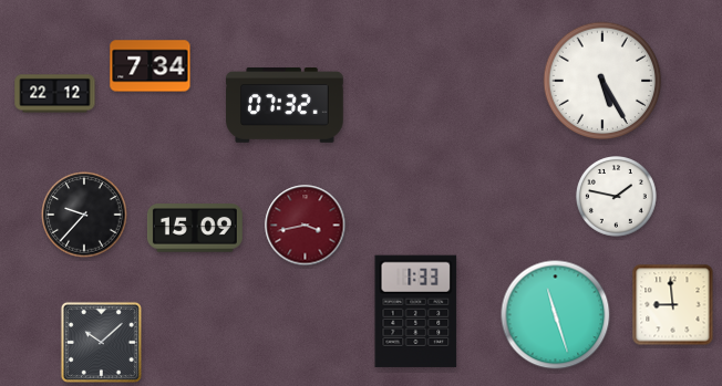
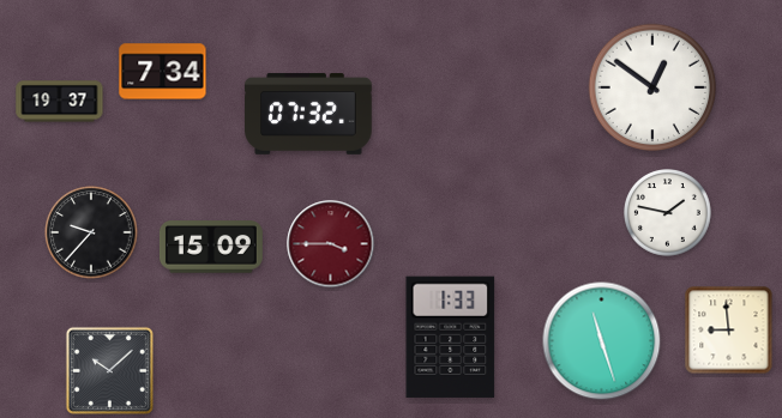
clock at (602, 81): 5:25 -> 12:51
clock at (55, 94): 22:12 -> 19:37
clock at (306, 226): 3:43 -> 3:45
